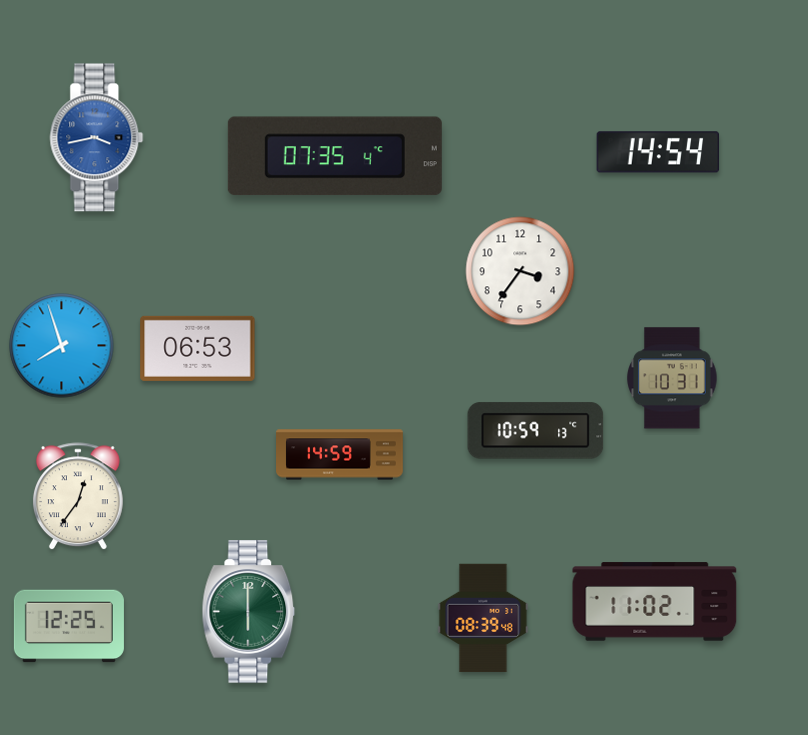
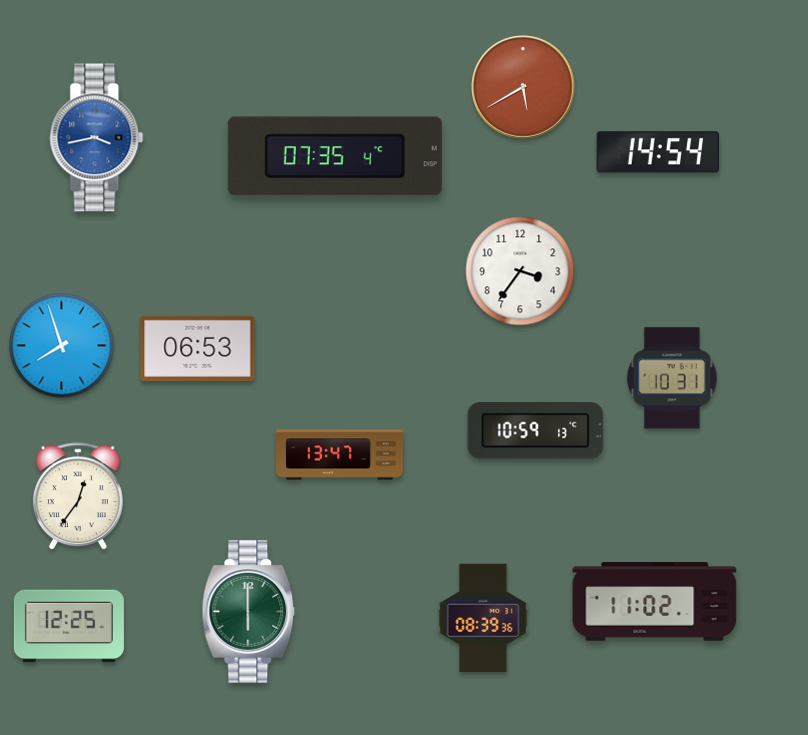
clock at (523, 87): none -> 5:40
clock at (340, 455): 14:59 -> 13:47
clock at (483, 618): 08:39:48 -> 08:39:36
